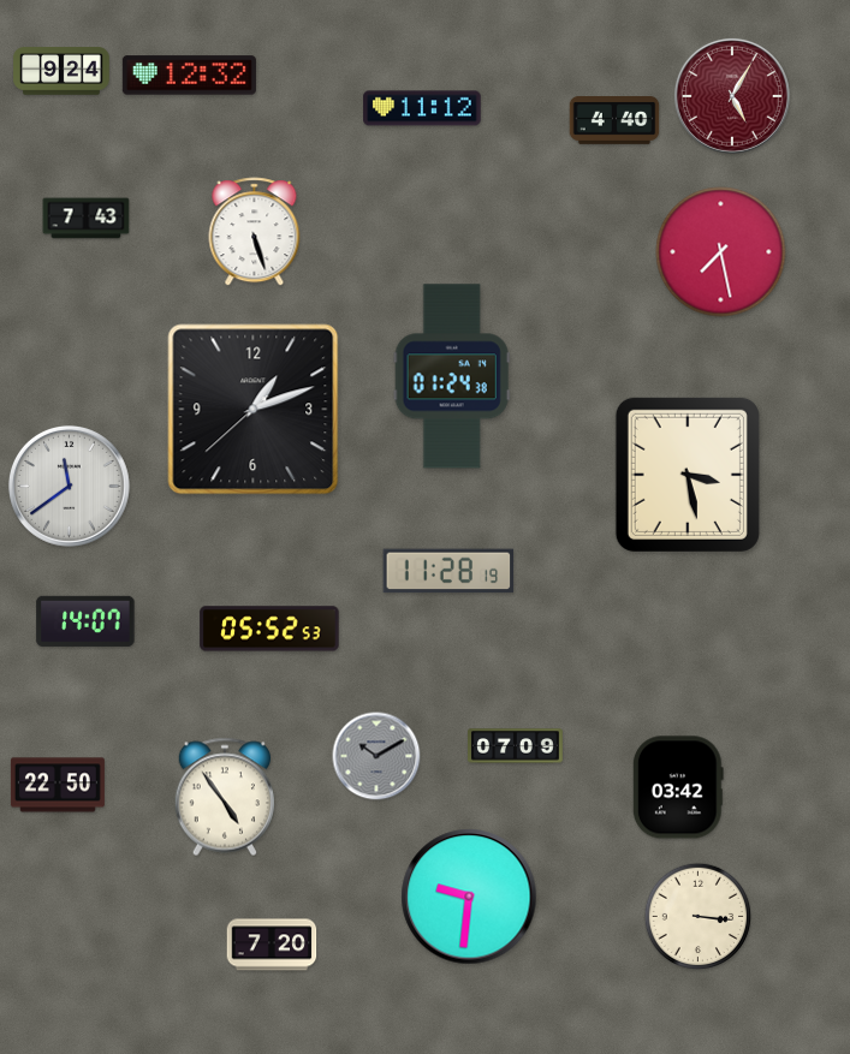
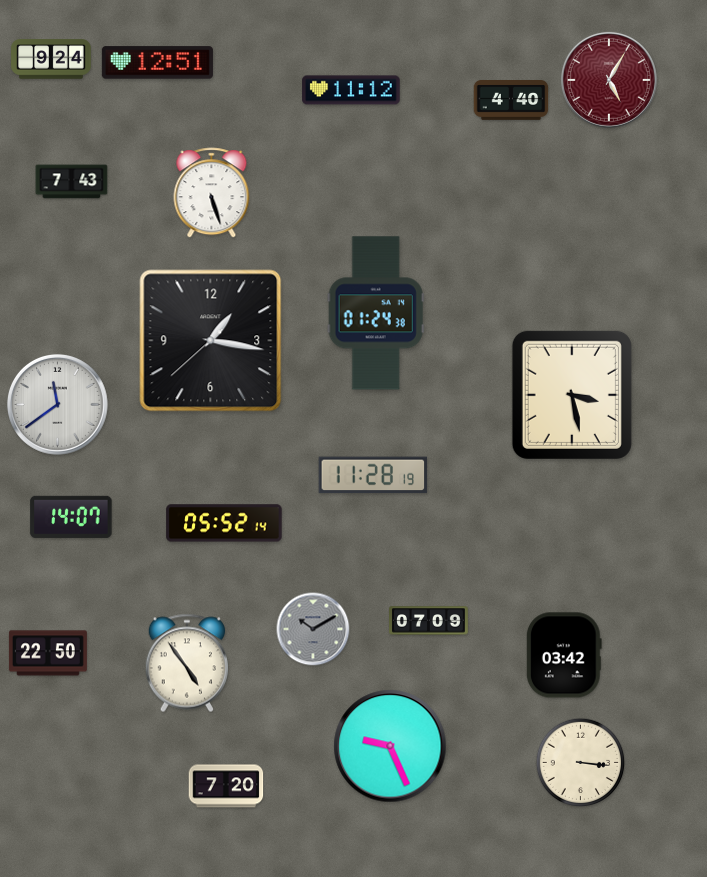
clock at (189, 76): 12:32 -> 12:51
clock at (721, 252): 7:28 -> none
clock at (254, 410): 1:11 -> 1:16
clock at (269, 629): 05:52:53 -> 05:52:14
clock at (469, 897): 9:31 -> 9:26
